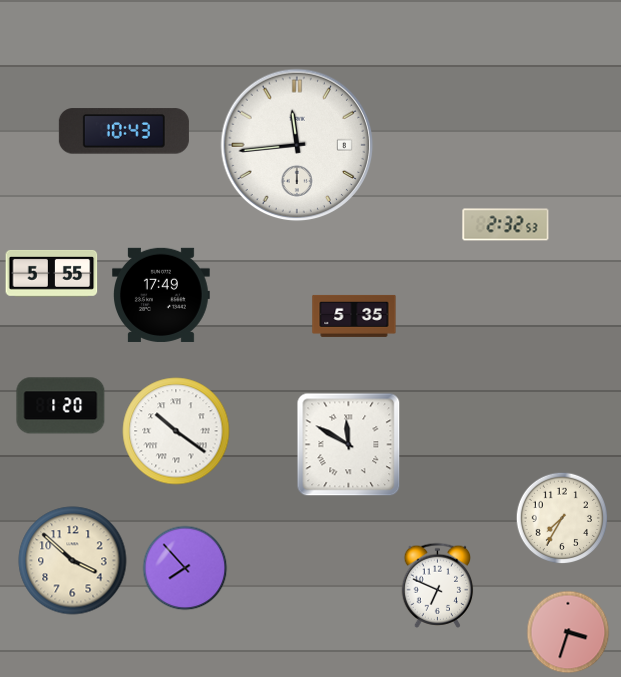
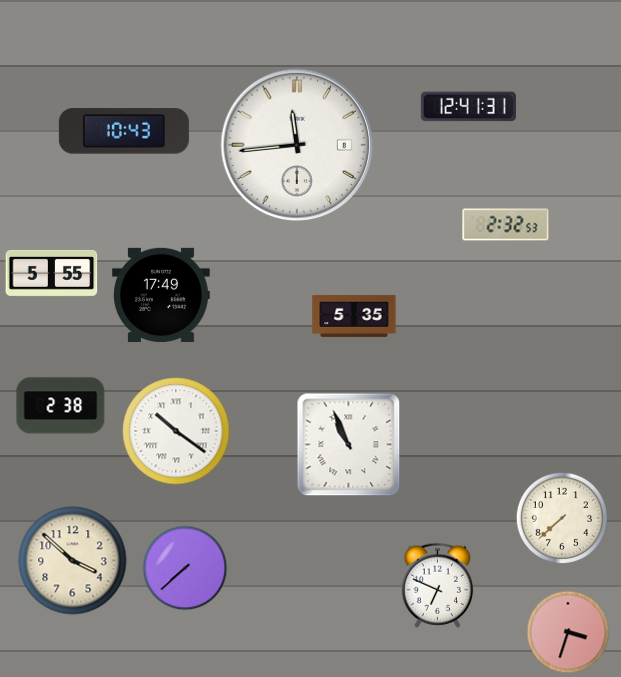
clock at (468, 107): none -> 12:41
clock at (61, 406): 1:20 -> 2:38
clock at (349, 445): 11:50 -> 10:56
clock at (562, 518): 7:35 -> 7:38
clock at (185, 568): 7:53 -> 7:38
